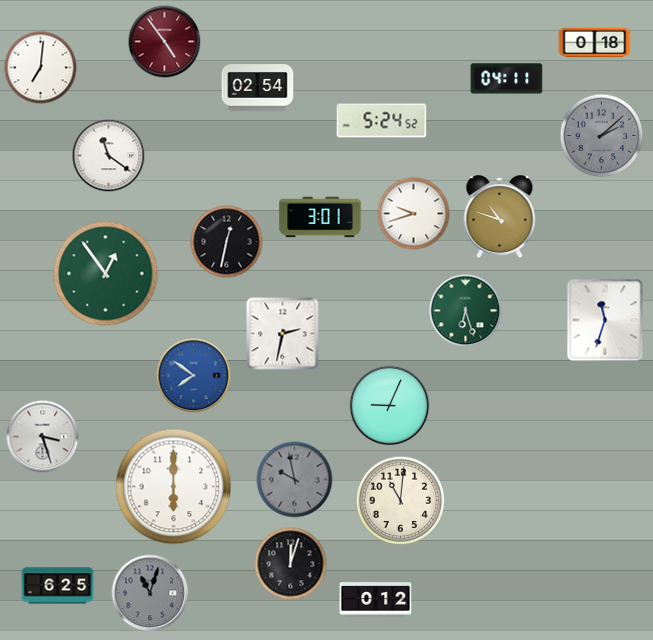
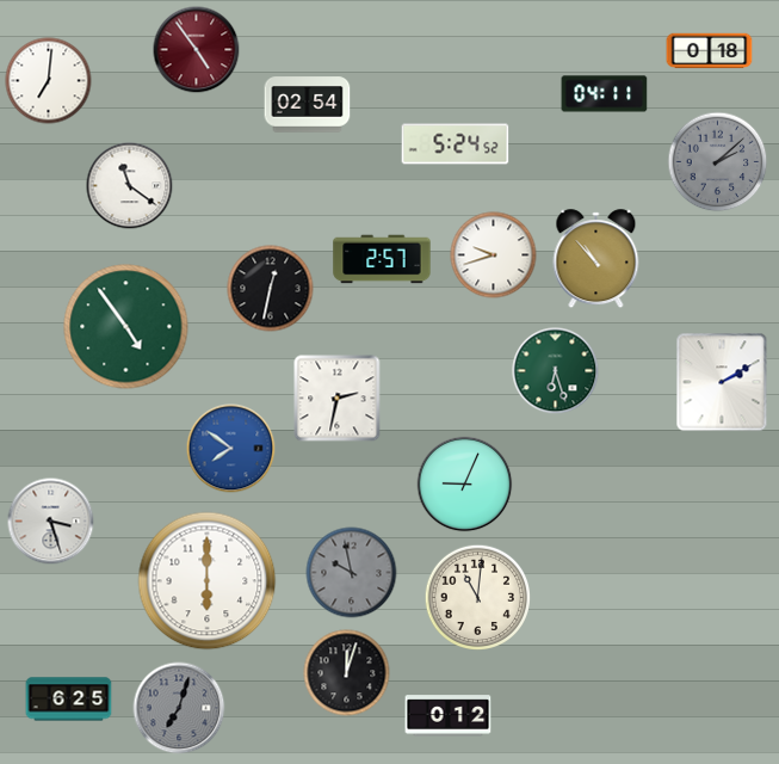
clock at (320, 217): 3:01 -> 2:57
clock at (500, 217): 10:48 -> 10:53
clock at (106, 274): 12:54 -> 4:54
clock at (605, 320): 11:33 -> 2:10
clock at (150, 593): 11:03 -> 7:03
